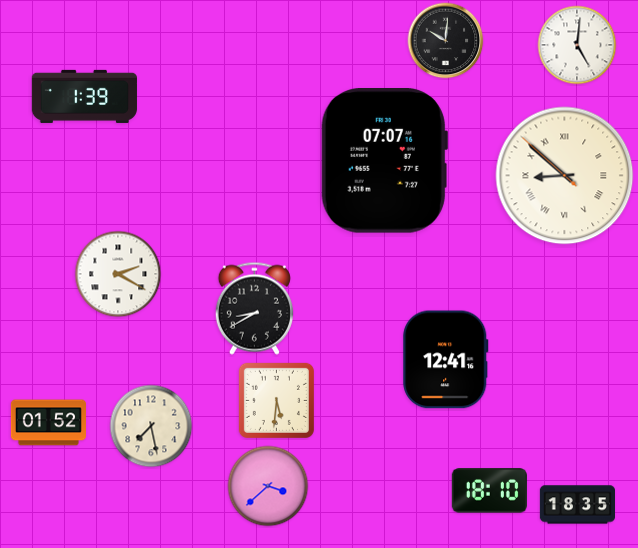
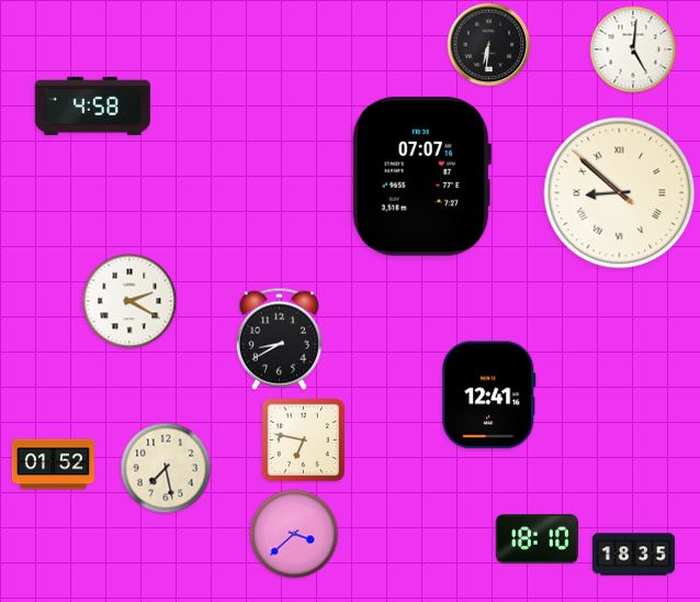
clock at (446, 41): 10:01 -> 6:31
clock at (84, 96): 1:39 -> 4:58
clock at (276, 400): 5:31 -> 6:47
